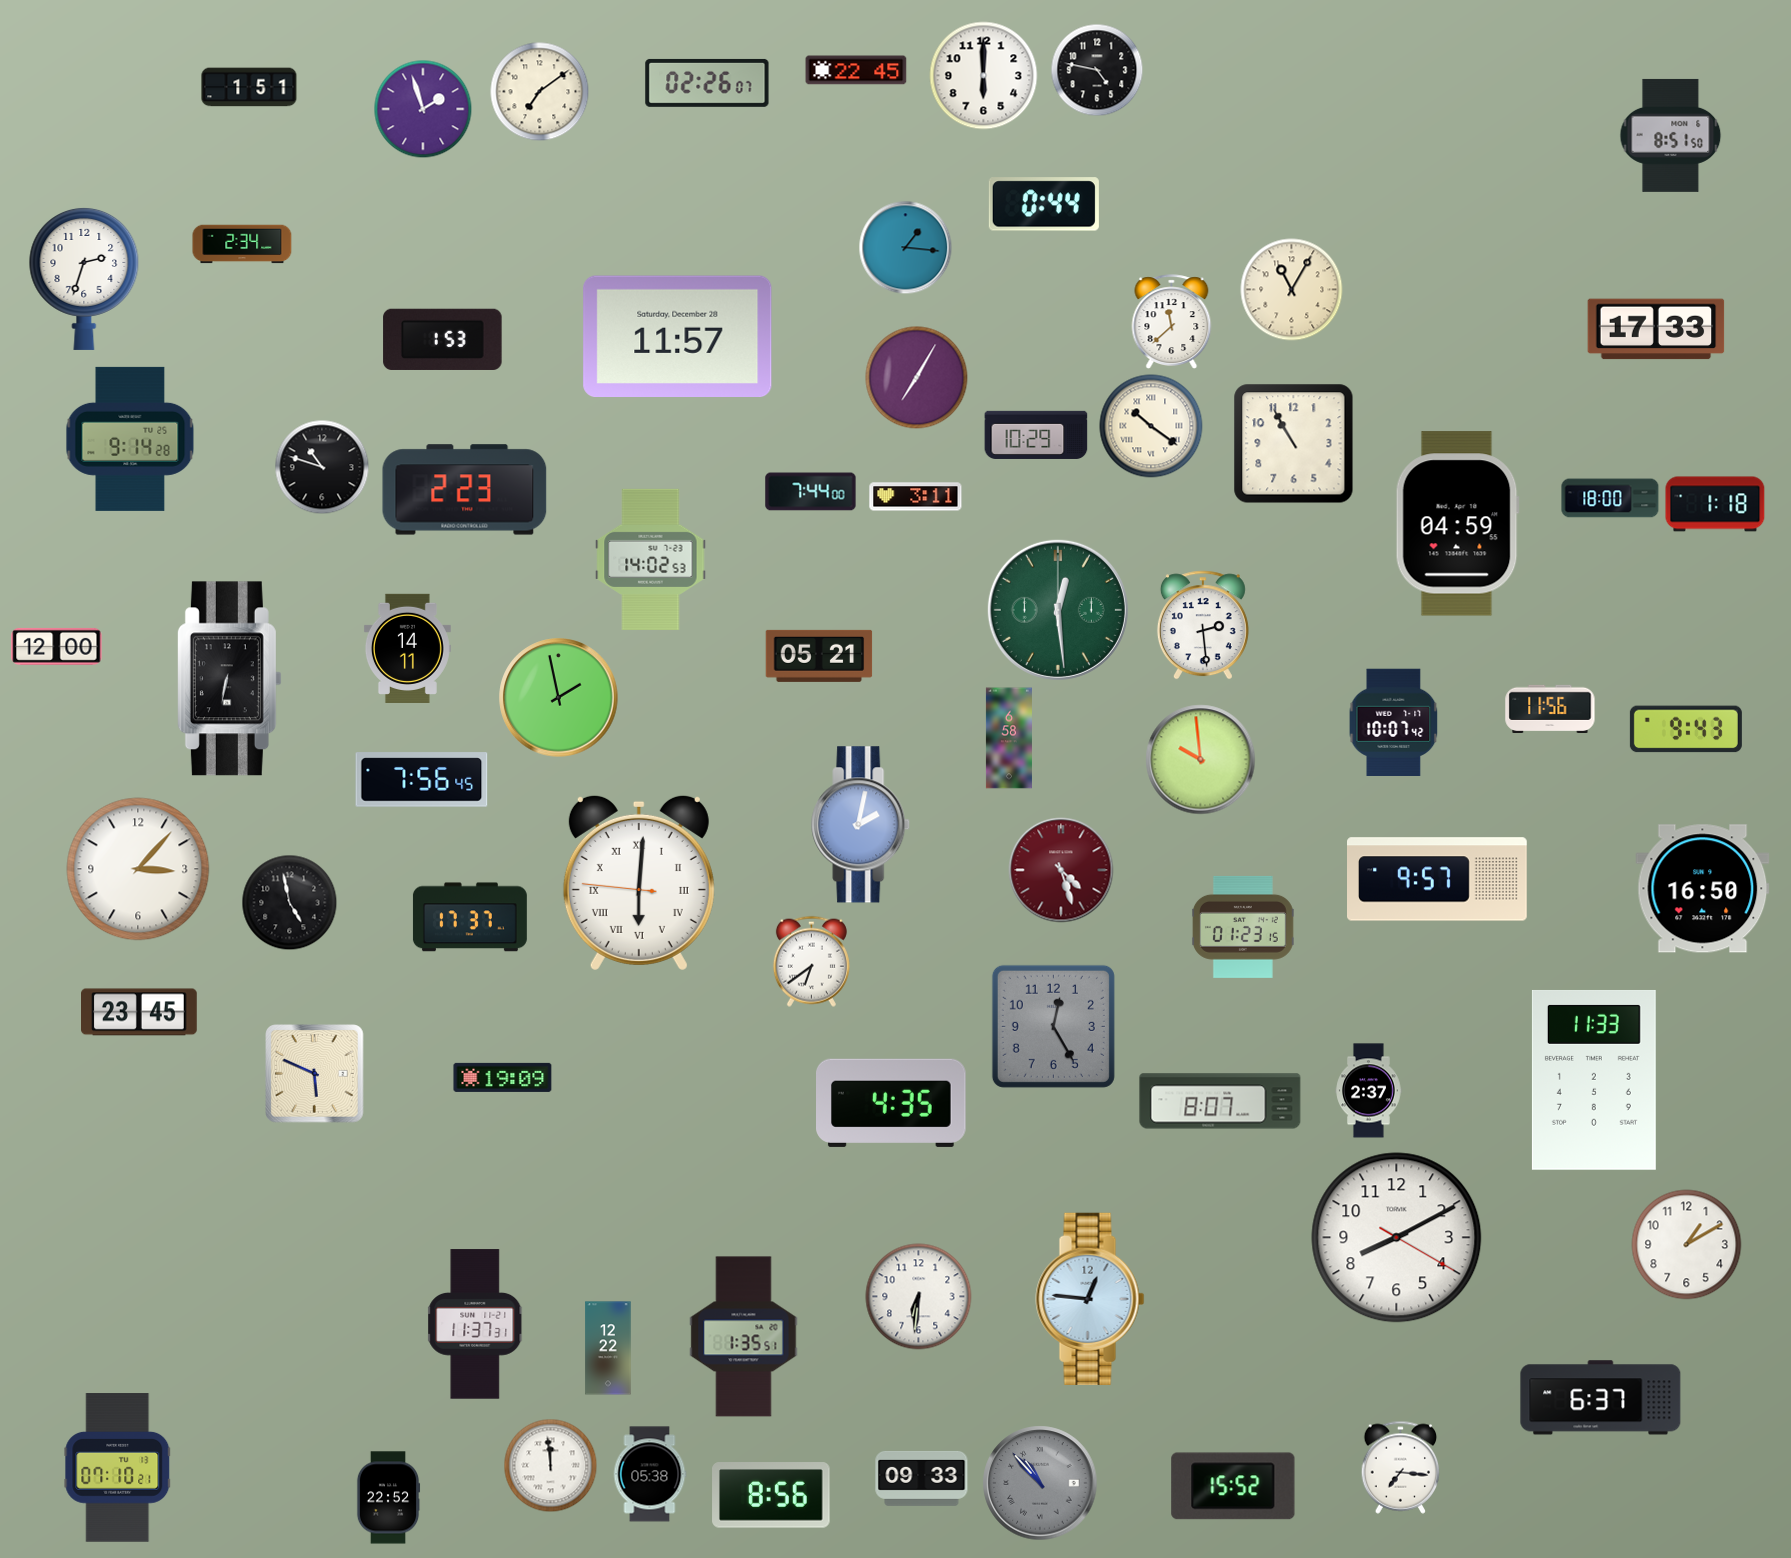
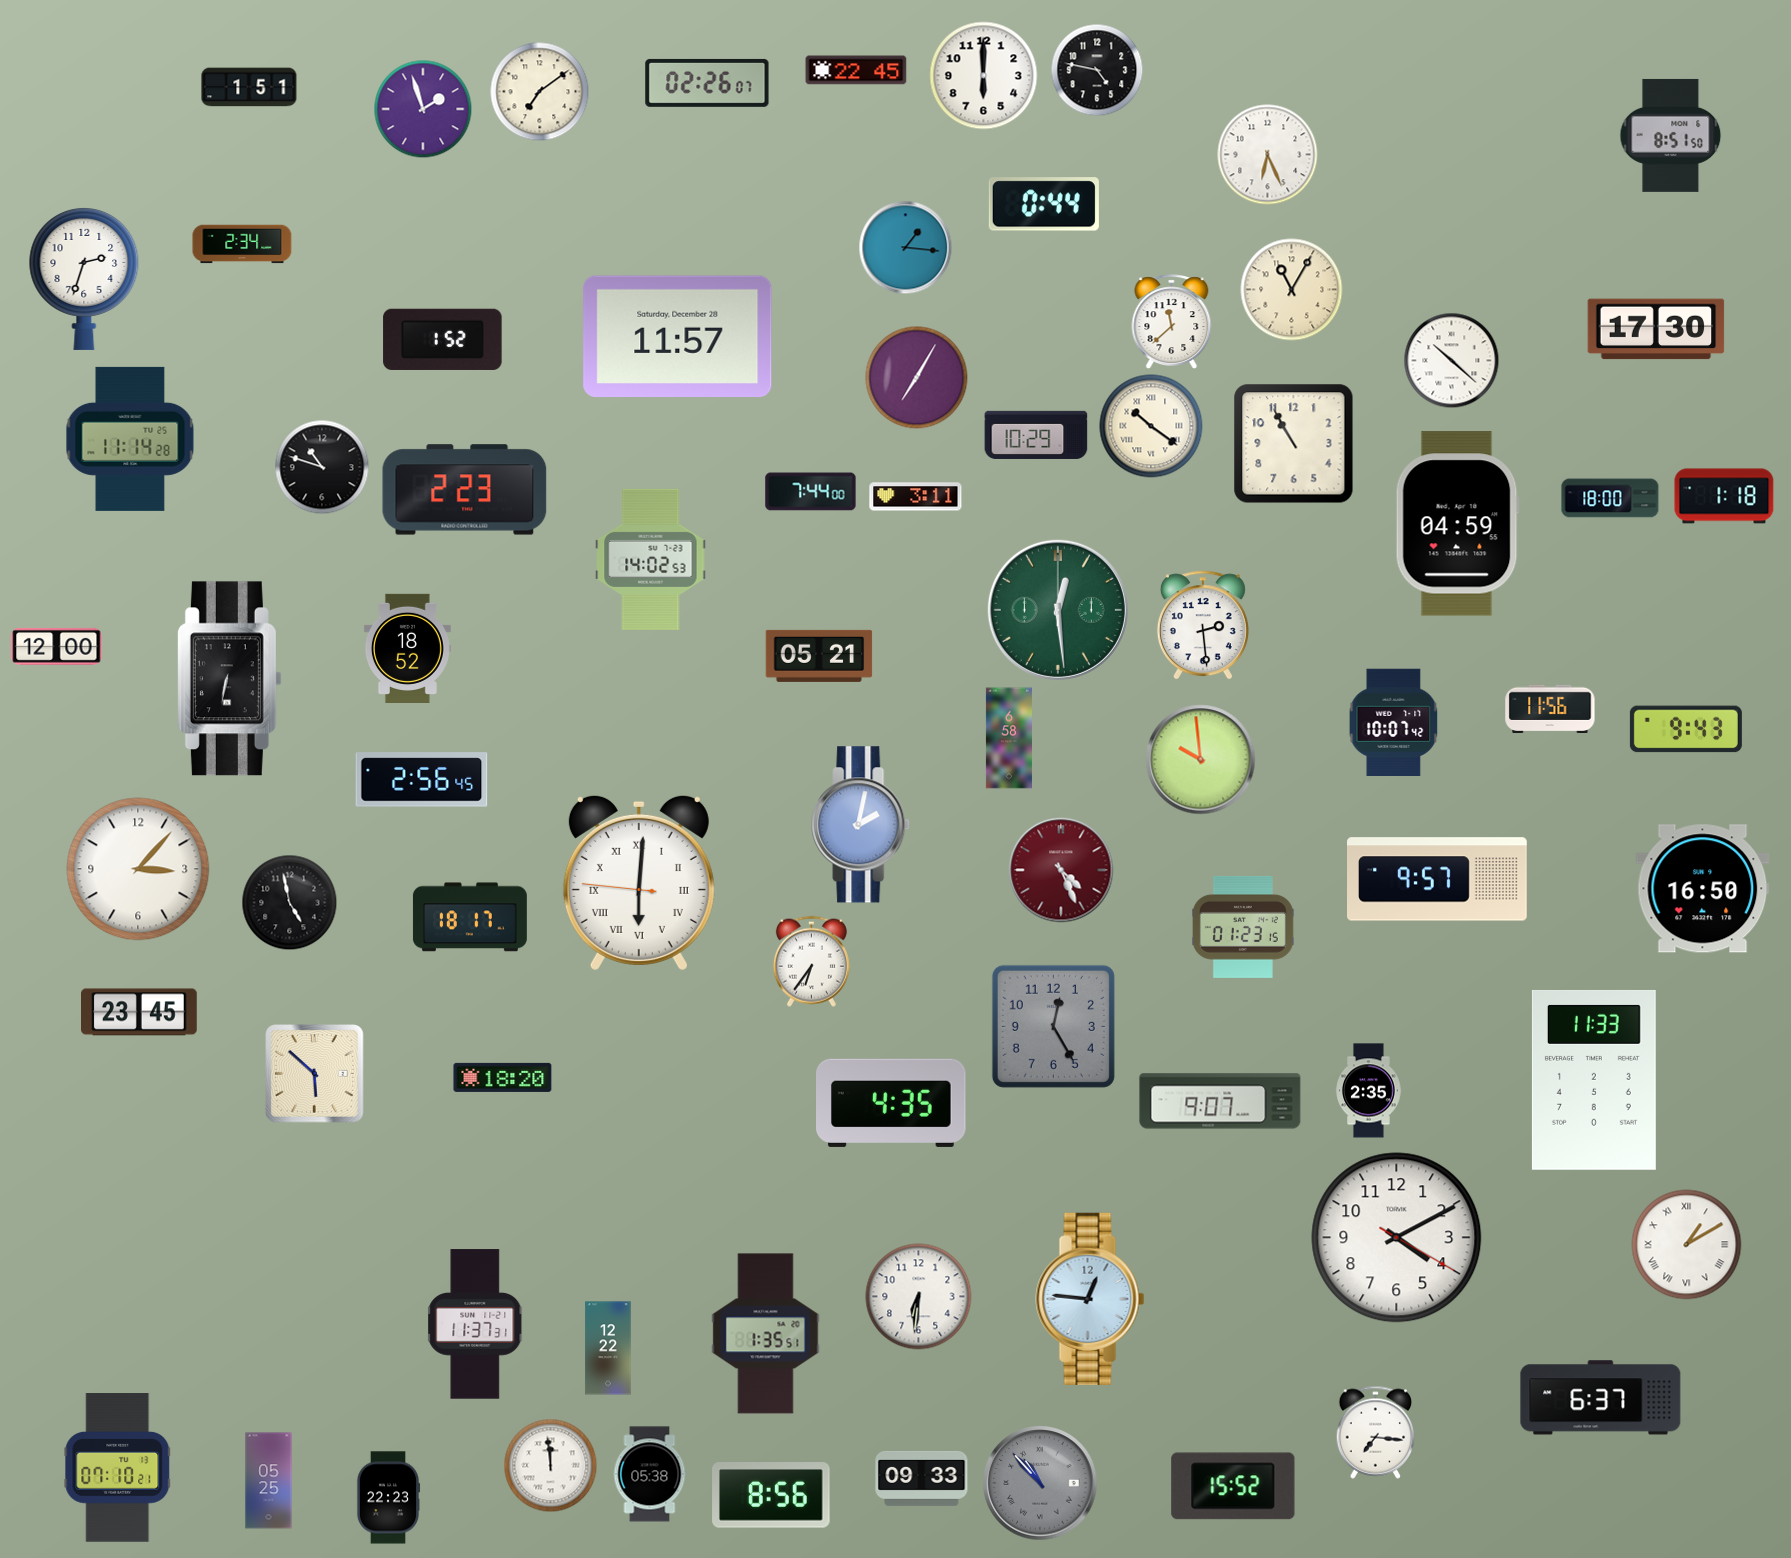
clock at (1268, 155): none -> 6:26
clock at (1656, 329): 17:33 -> 17:30
clock at (443, 339): 1:53 -> 1:52
clock at (1452, 361): none -> 10:22
clock at (130, 439): 9:14 -> 11:14
clock at (1715, 504) position: (1715, 504) -> (1724, 496)
clock at (407, 648): 14:11 -> 18:52
clock at (559, 698): 1:58 -> none
clock at (422, 780): 7:56 -> 2:56
clock at (1061, 870): 4:27 -> 4:26
clock at (470, 917): 17:37 -> 18:17
clock at (811, 961): 6:39 -> 6:36
clock at (315, 1074): 5:49 -> 5:52
clock at (503, 1077): 19:09 -> 18:20
clock at (1369, 1091): 2:37 -> 2:35
clock at (1220, 1101): 8:07 -> 9:07
clock at (1397, 1238): 8:10 -> 4:10
clock at (1687, 1245) numerals: Arabic -> Roman
clock at (744, 1337) position: (744, 1337) -> (766, 1334)
clock at (1401, 1467) position: (1401, 1467) -> (1376, 1432)
clock at (269, 1481): none -> 05:25
clock at (388, 1498): 22:52 -> 22:23
